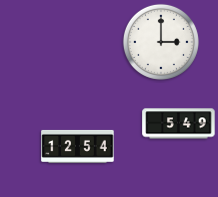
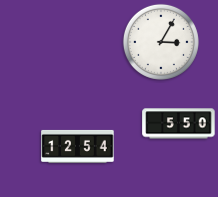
clock at (161, 42): 3:00 -> 3:05
clock at (179, 124): 5:49 -> 5:50
